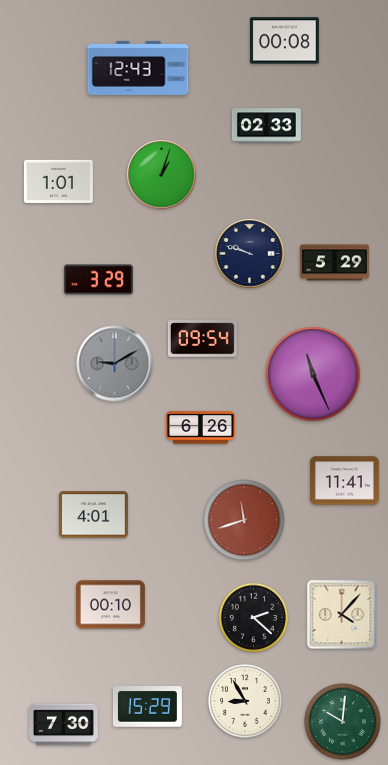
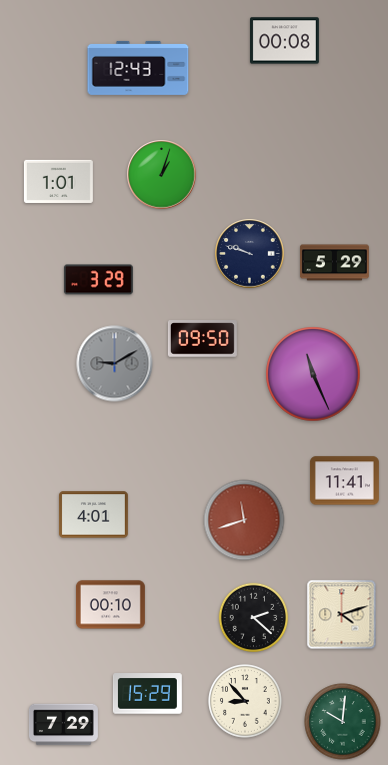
clock at (266, 126): 02:33 -> none
clock at (202, 339): 09:54 -> 09:50
clock at (200, 428): 6:26 -> none
clock at (342, 615): 4:07 -> 4:12
clock at (245, 701): 8:55 -> 8:53
clock at (147, 707) position: (147, 707) -> (147, 694)
clock at (63, 725): 7:30 -> 7:29
